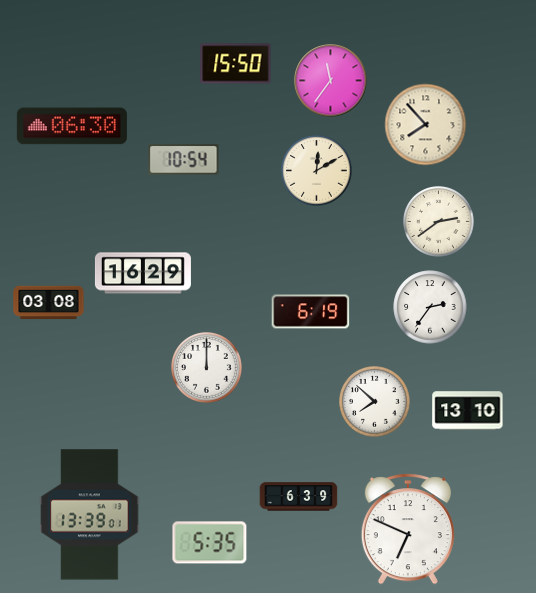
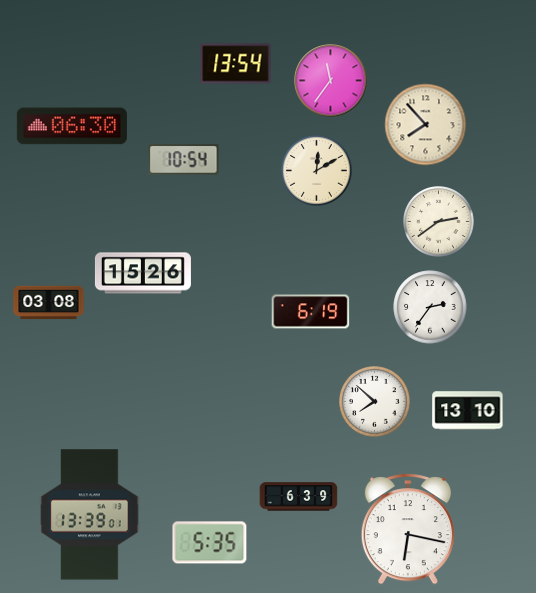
clock at (236, 64): 15:50 -> 13:54
clock at (143, 273): 16:29 -> 15:26
clock at (207, 368): 12:00 -> none
clock at (408, 529): 6:49 -> 6:17
